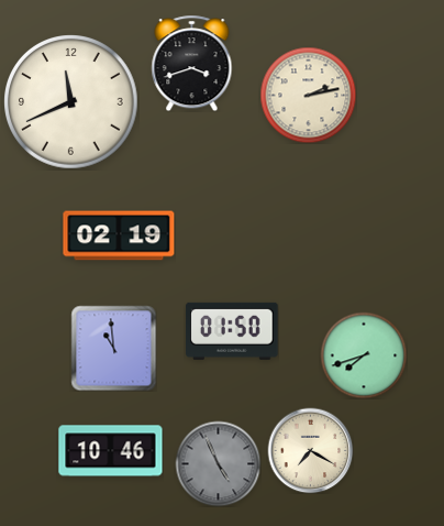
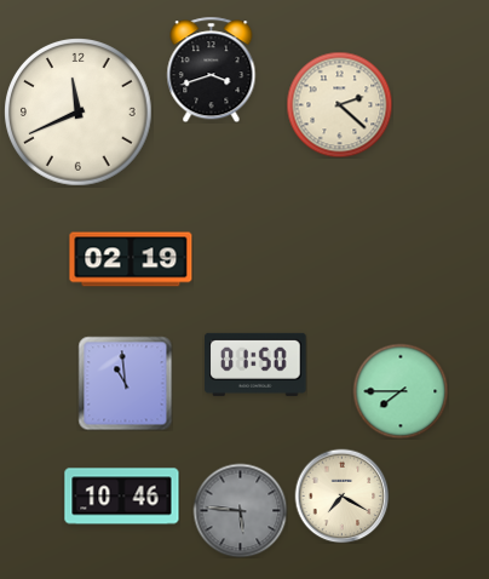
clock at (308, 95): 2:13 -> 2:22
clock at (364, 355): 7:42 -> 7:45
clock at (218, 463): 4:56 -> 5:46
